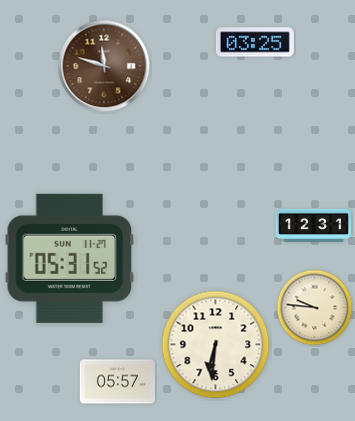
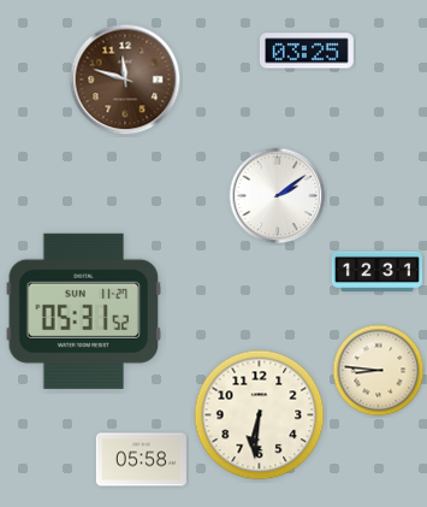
clock at (278, 196): none -> 2:09
clock at (315, 308): 9:46 -> 8:46
clock at (117, 382): 05:57 -> 05:58
